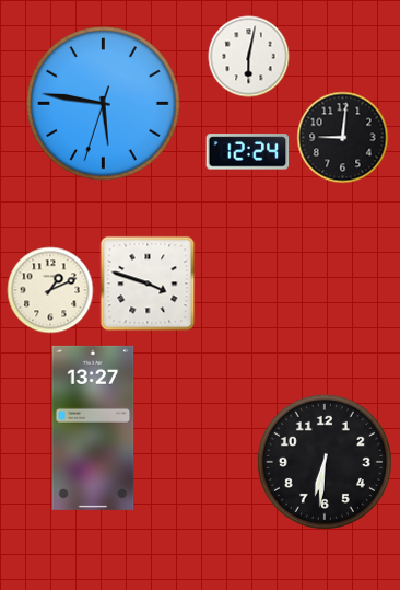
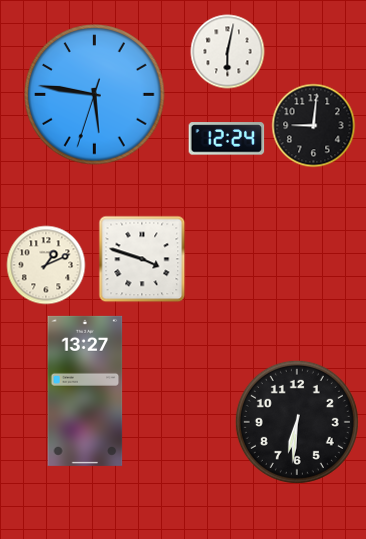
clock at (148, 284) position: (148, 284) -> (142, 259)
